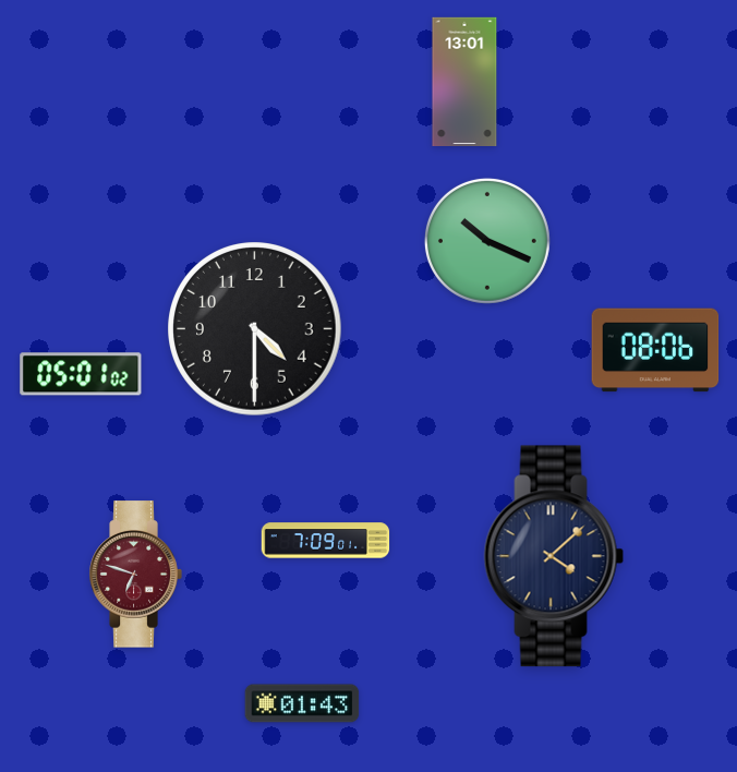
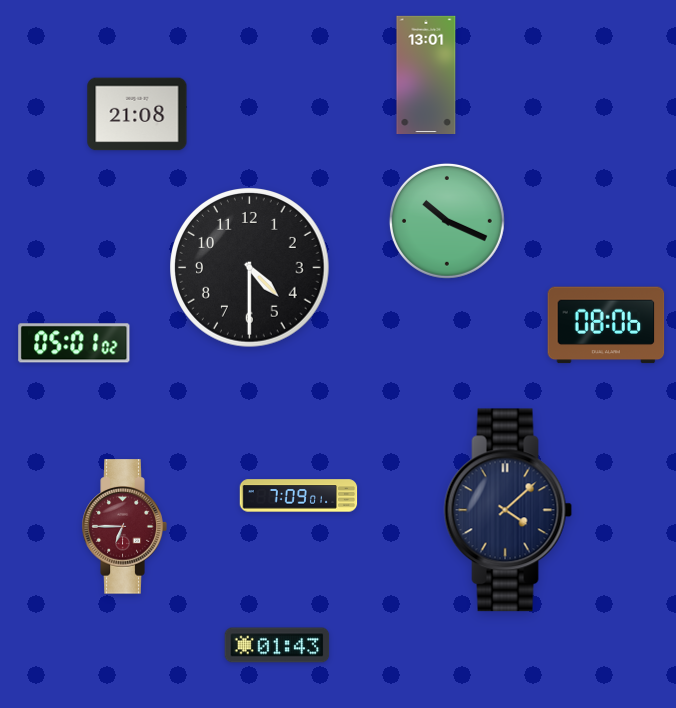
clock at (137, 114): none -> 21:08
clock at (255, 329) position: (255, 329) -> (250, 268)
clock at (655, 350) position: (655, 350) -> (606, 325)
clock at (135, 575): 6:48 -> 6:45
